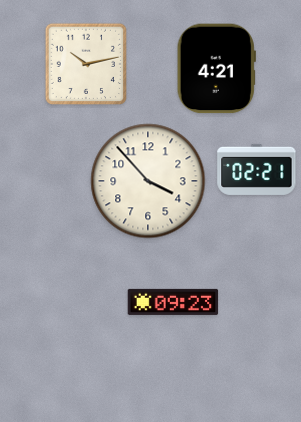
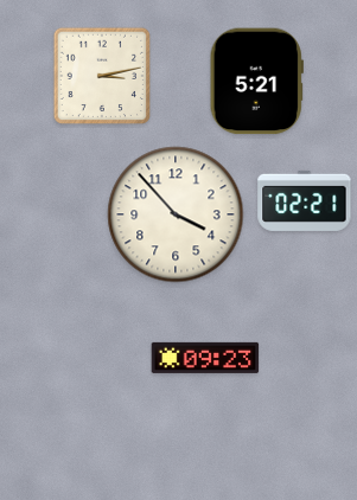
clock at (85, 63): 10:13 -> 3:13
clock at (216, 69): 4:21 -> 5:21
